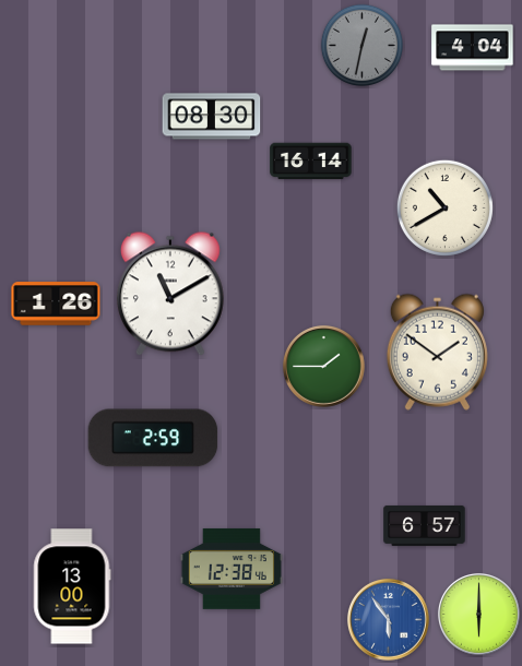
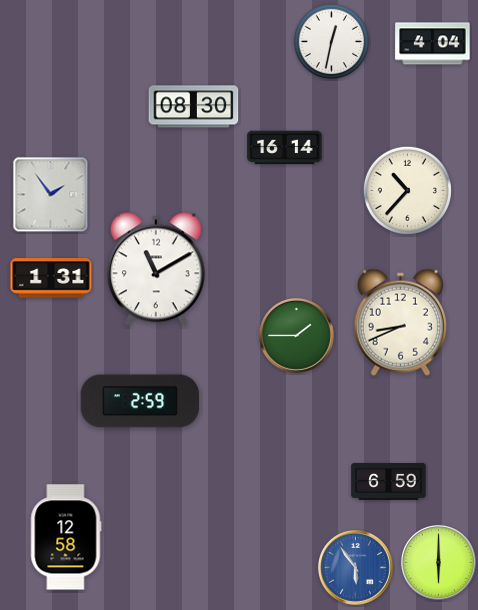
clock at (363, 46) dial: grey -> white
clock at (444, 207): 10:40 -> 10:37
clock at (51, 195): none -> 1:54
clock at (56, 304): 1:26 -> 1:31
clock at (437, 352): 1:51 -> 8:41
clock at (425, 525): 6:57 -> 6:59
clock at (232, 569): 12:38 -> none
clock at (72, 586): 13:00 -> 12:58
